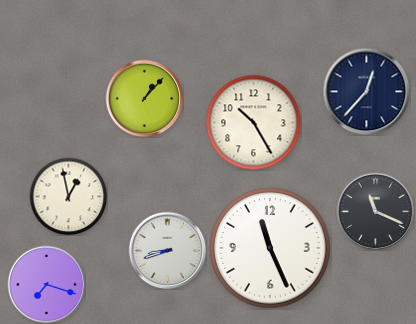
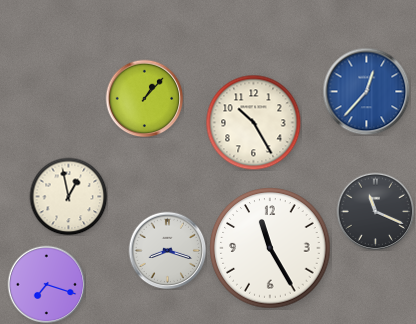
clock at (366, 91) dial: navy -> blue
clock at (270, 248): 11:26 -> 11:25
clock at (167, 250): 8:42 -> 8:18
